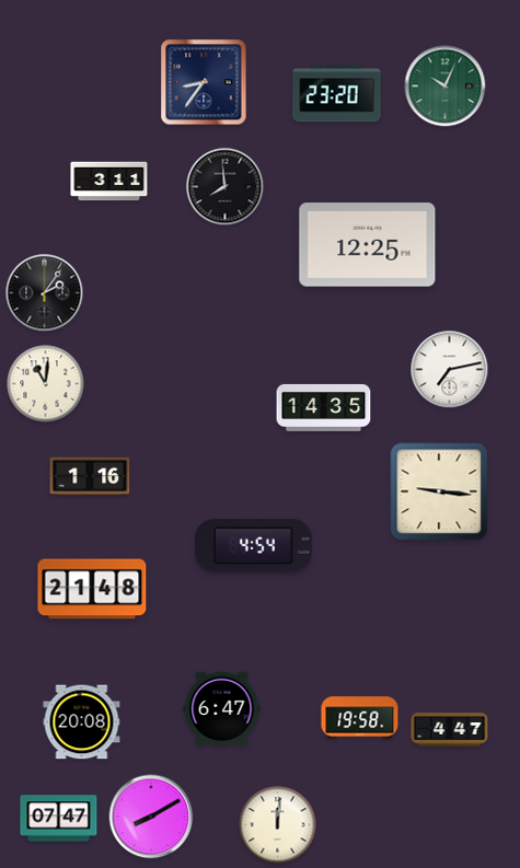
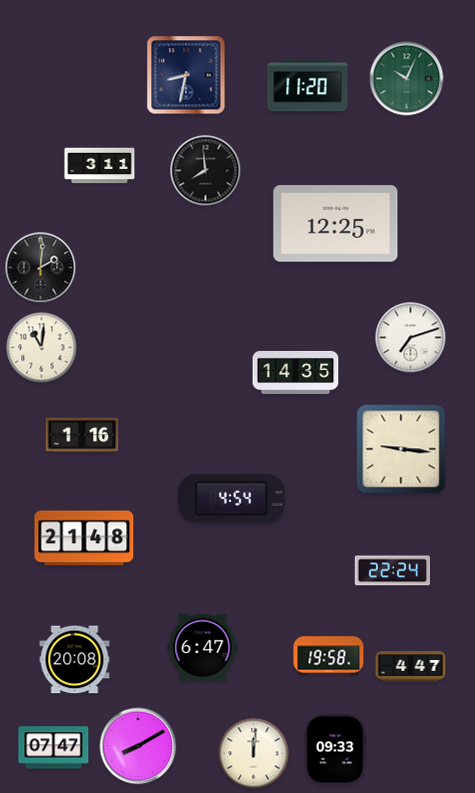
clock at (204, 82): 8:36 -> 8:32
clock at (337, 94): 23:20 -> 11:20
clock at (45, 293): 2:06 -> 2:01
clock at (450, 370): 7:13 -> 7:12
clock at (46, 384) position: (46, 384) -> (42, 348)
clock at (392, 571): none -> 22:24
clock at (335, 750): none -> 09:33
